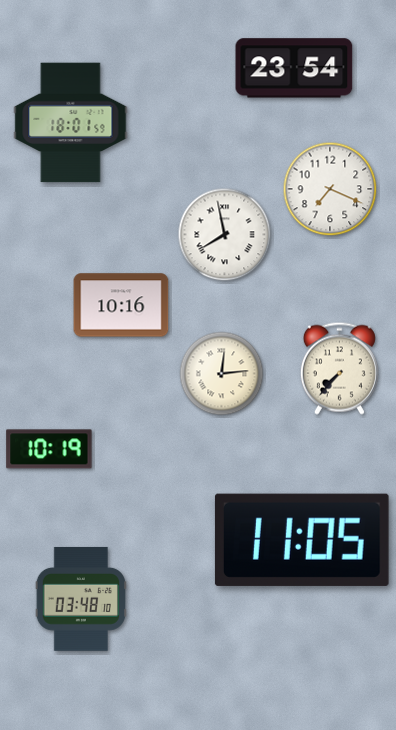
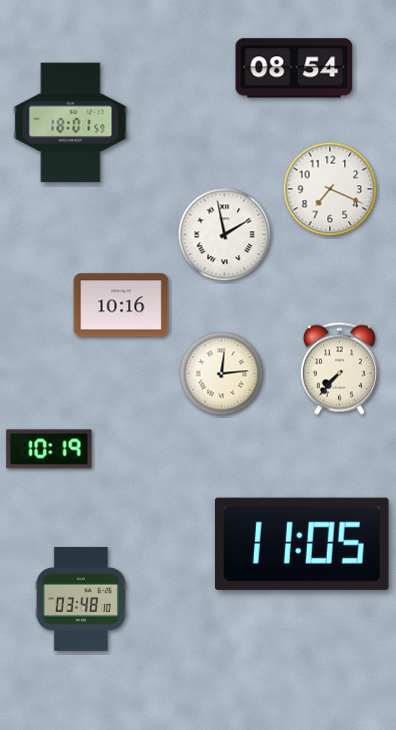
clock at (294, 68): 23:54 -> 08:54
clock at (225, 235): 7:58 -> 1:58
clock at (302, 540) position: (302, 540) -> (302, 544)
